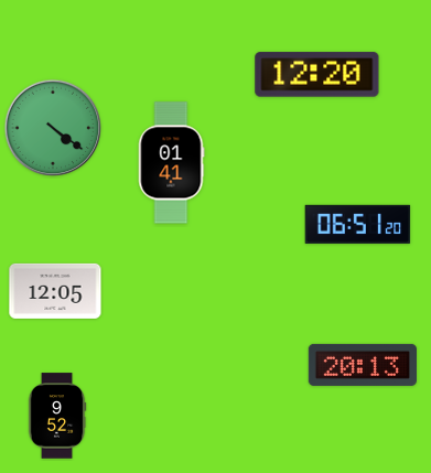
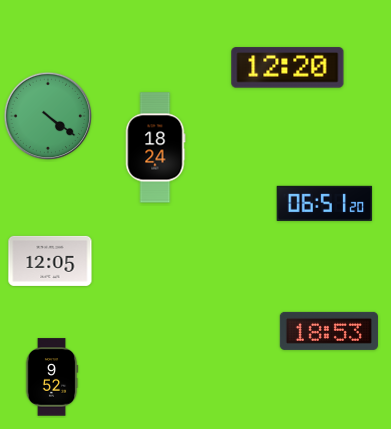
clock at (171, 163): 01:41 -> 18:24
clock at (55, 291) position: (55, 291) -> (50, 261)
clock at (362, 365): 20:13 -> 18:53
